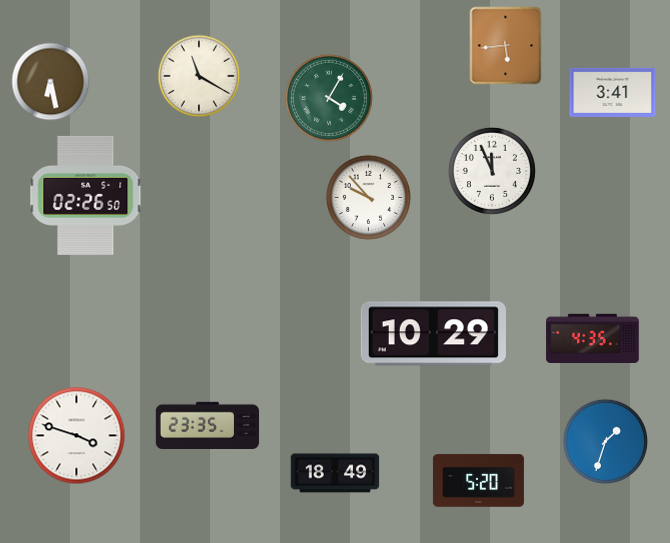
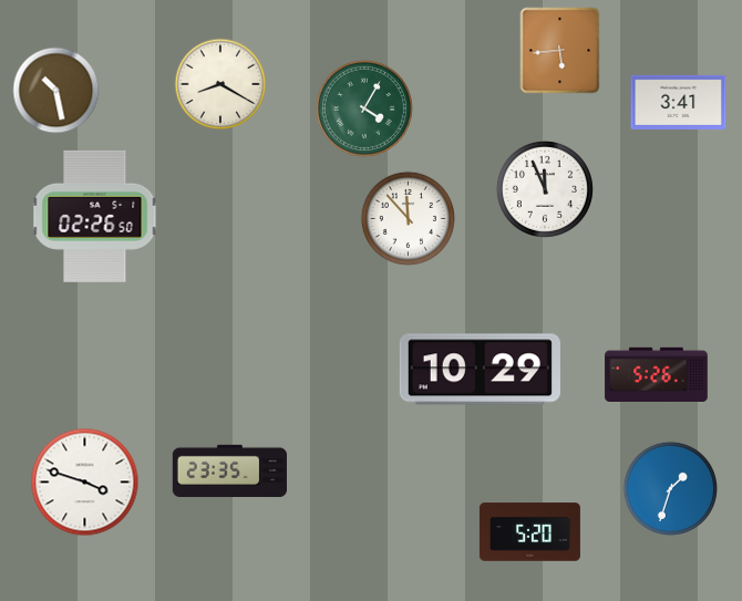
clock at (199, 76): 11:20 -> 8:20
clock at (51, 82): 6:28 -> 10:28
clock at (368, 197): 9:53 -> 11:53
clock at (593, 338): 4:35 -> 5:26
clock at (335, 473): 18:49 -> none
